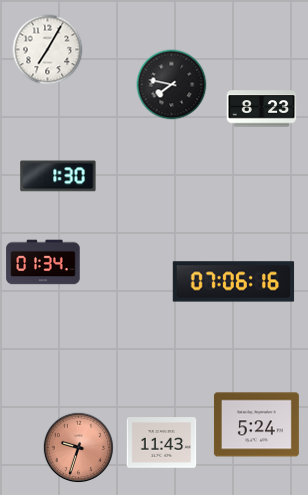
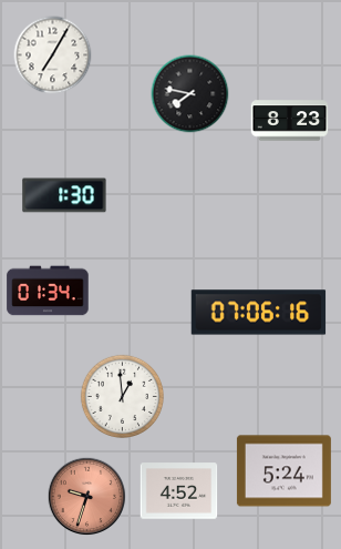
clock at (122, 396): none -> 12:59
clock at (162, 443): 11:43 -> 4:52
